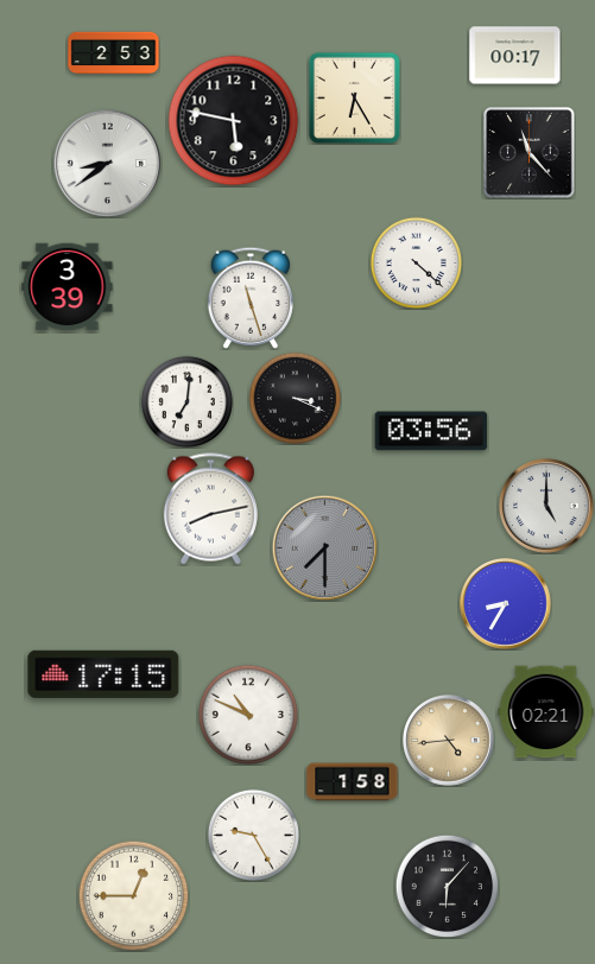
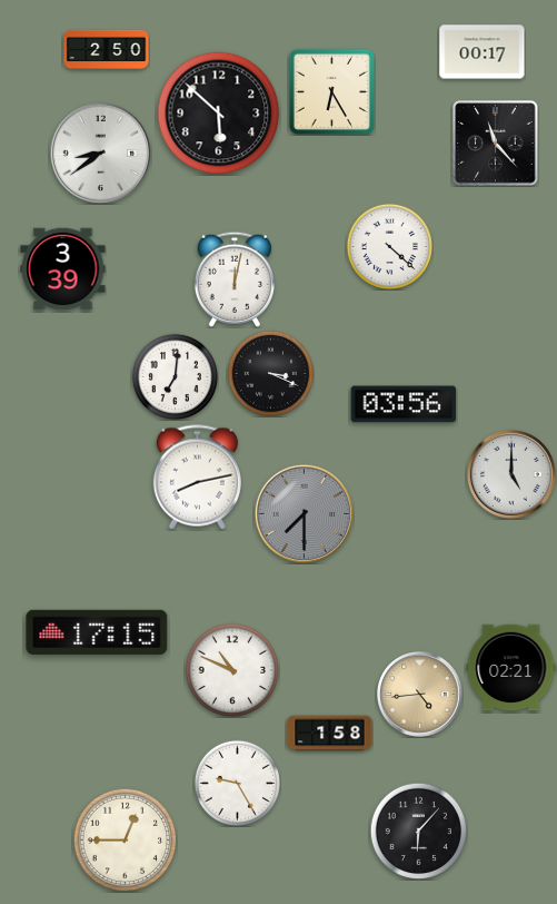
clock at (114, 53): 2:53 -> 2:50
clock at (234, 121): 5:47 -> 5:52
clock at (251, 298): 11:27 -> 12:02
clock at (295, 398) position: (295, 398) -> (270, 373)
clock at (506, 604): 8:35 -> none
